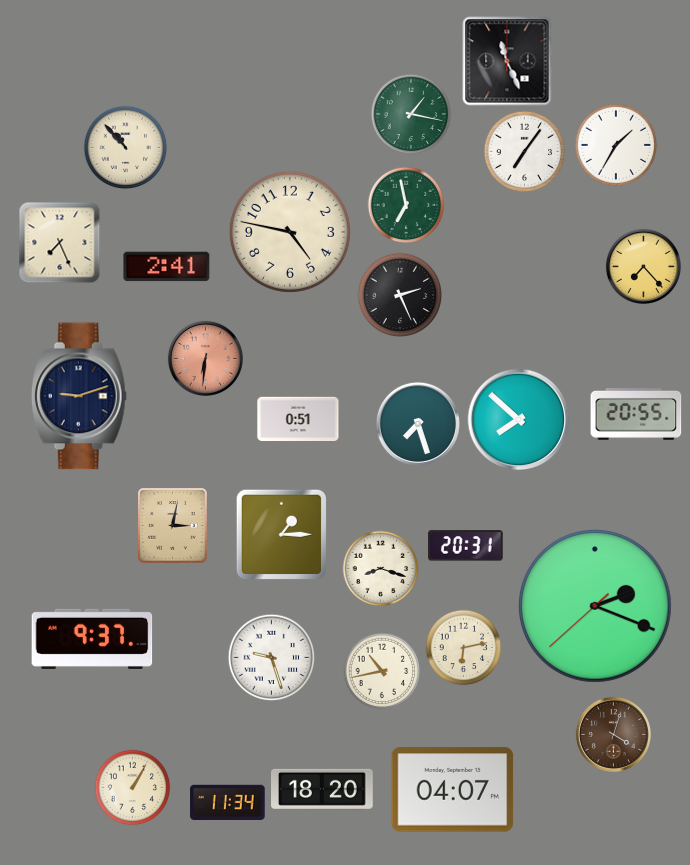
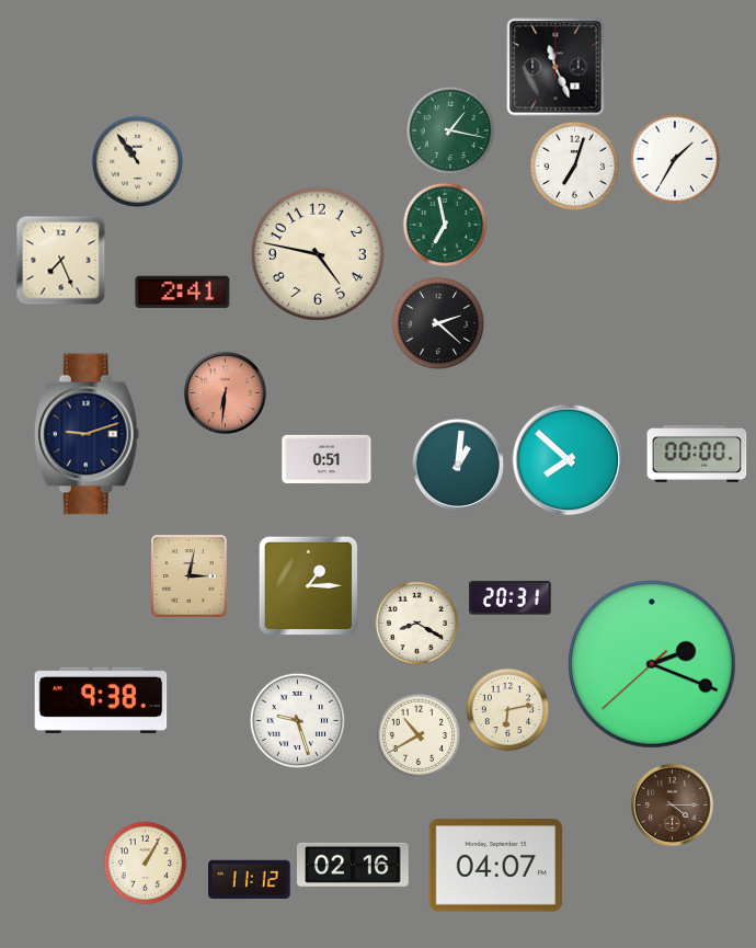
clock at (411, 114) position: (411, 114) -> (450, 130)
clock at (126, 148): 10:53 -> 10:54
clock at (525, 152): 7:06 -> 7:03
clock at (60, 243) position: (60, 243) -> (61, 261)
clock at (643, 266): 7:23 -> none
clock at (400, 295): 2:26 -> 2:22
clock at (636, 414): 20:55 -> 00:00
clock at (418, 424): 7:27 -> 1:01
clock at (381, 569): 8:18 -> 8:20
clock at (92, 639): 9:37 -> 9:38
clock at (382, 671): 10:43 -> 10:40
clock at (613, 734): 4:03 -> 4:15
clock at (323, 790): 18:20 -> 02:16
clock at (228, 802): 11:34 -> 11:12
